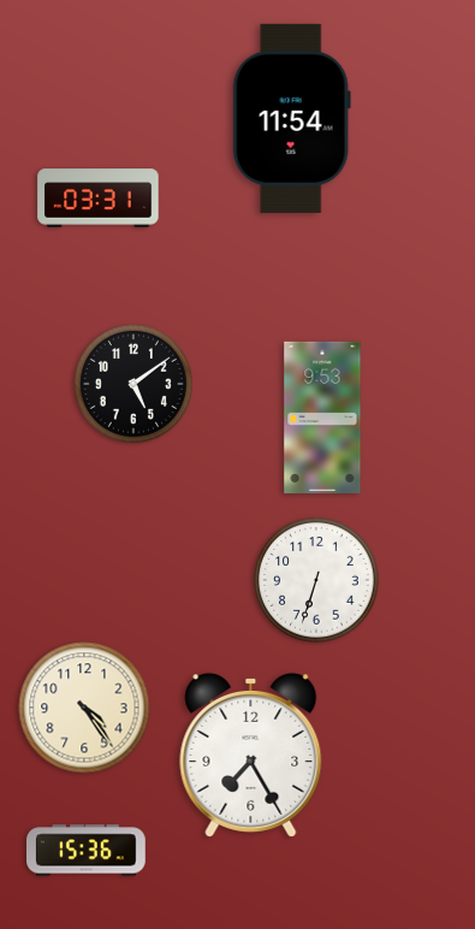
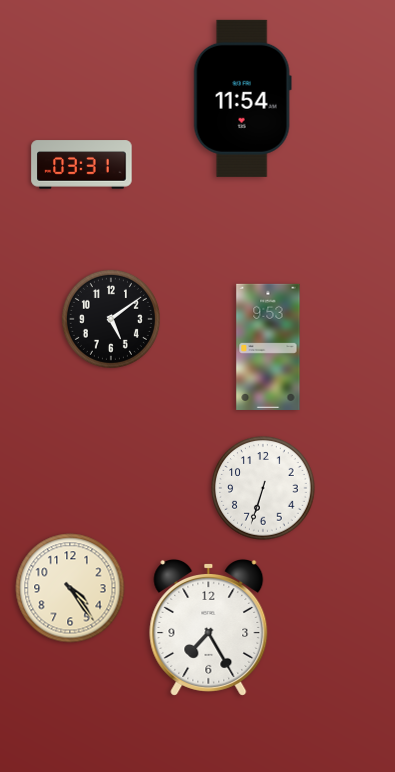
clock at (316, 580) position: (316, 580) -> (263, 488)
clock at (87, 851): 15:36 -> none
